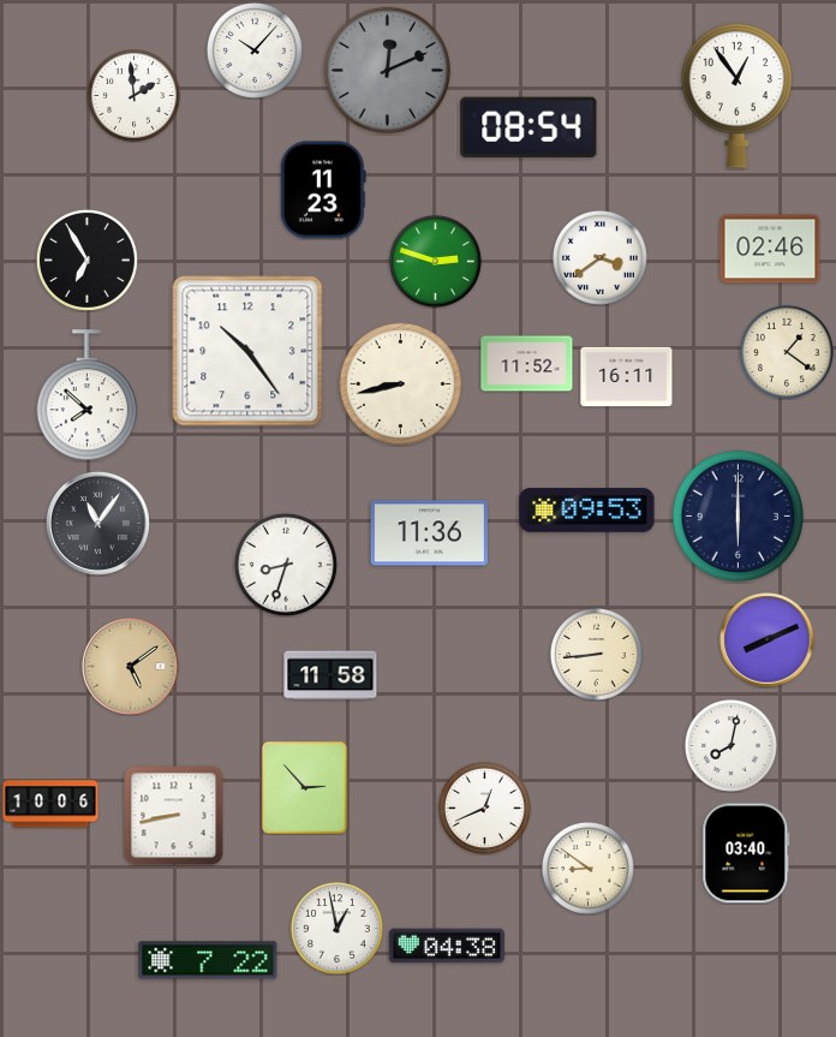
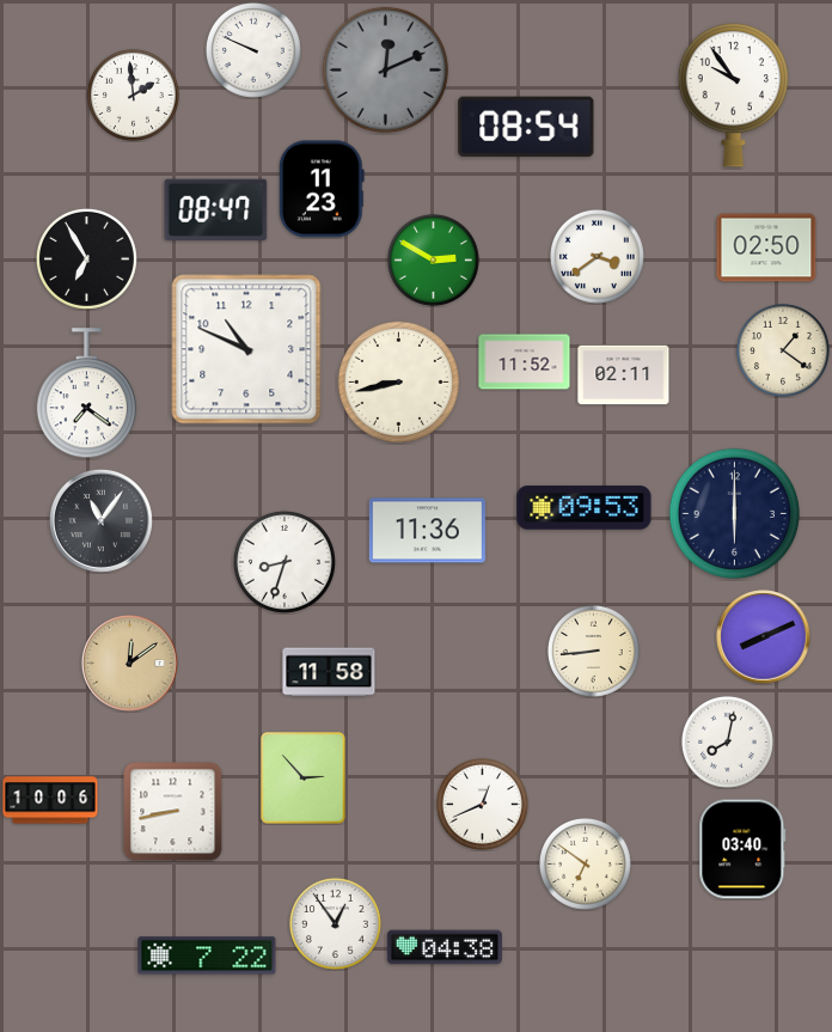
clock at (255, 50): 10:07 -> 9:49
clock at (736, 95): 12:54 -> 9:54
clock at (216, 210): none -> 08:47
clock at (770, 249): 02:46 -> 02:50
clock at (436, 262): 2:48 -> 2:50
clock at (247, 351): 10:24 -> 10:49
clock at (627, 377): 16:11 -> 02:11
clock at (86, 395): 7:52 -> 7:21
clock at (97, 523) position: (97, 523) -> (100, 520)
clock at (131, 667): 5:09 -> 12:09
clock at (305, 788) position: (305, 788) -> (304, 778)
clock at (589, 869): 8:51 -> 6:51
clock at (338, 929): 12:58 -> 12:54
clock at (447, 946) position: (447, 946) -> (445, 947)
